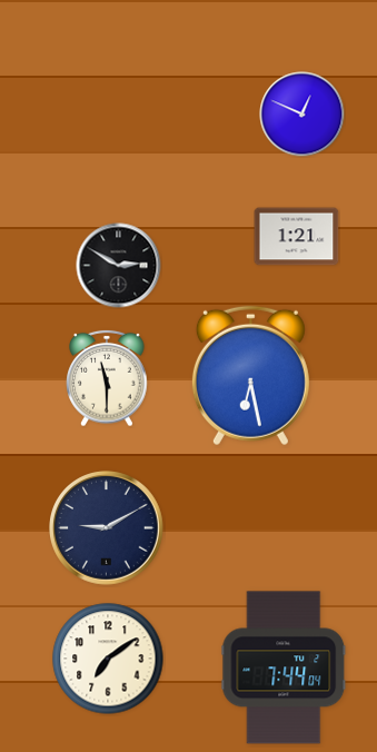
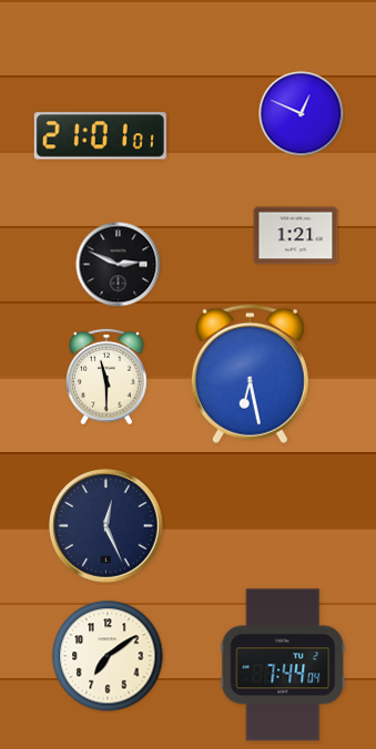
clock at (100, 136): none -> 21:01
clock at (119, 266): 2:50 -> 2:49
clock at (107, 528): 9:10 -> 12:26
